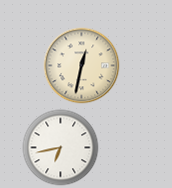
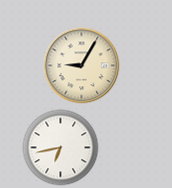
clock at (82, 66): 12:32 -> 9:05
